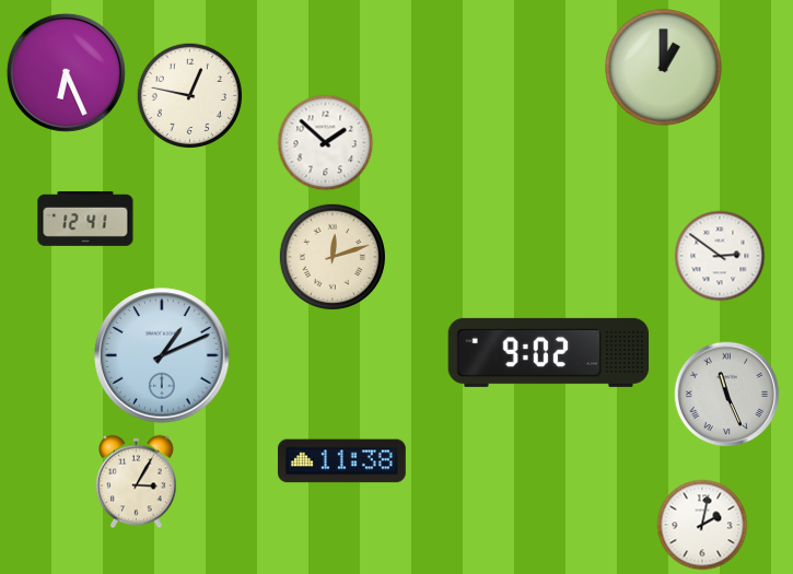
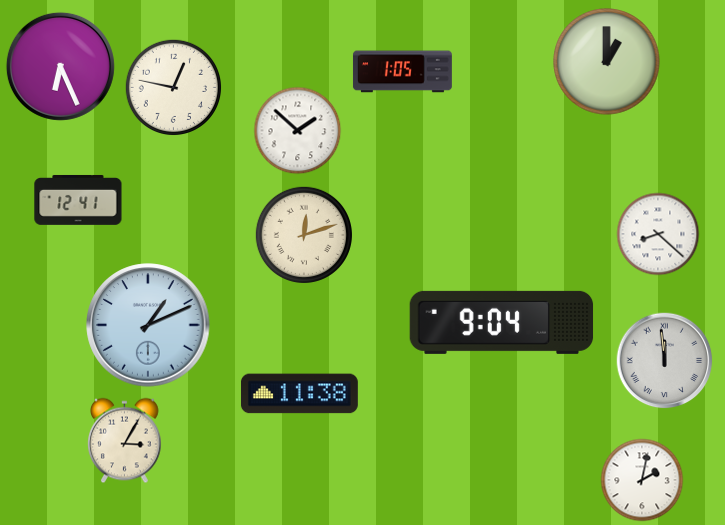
clock at (402, 72): none -> 1:05
clock at (720, 256): 2:51 -> 8:22
clock at (549, 352): 9:02 -> 9:04
clock at (727, 395): 11:26 -> 11:59
clock at (341, 461) position: (341, 461) -> (299, 394)
